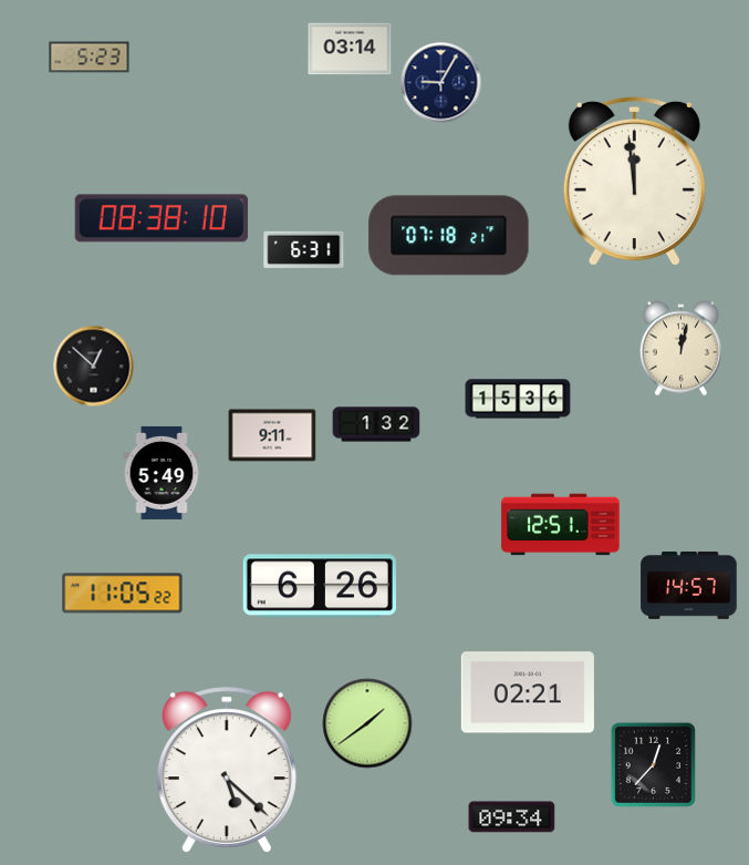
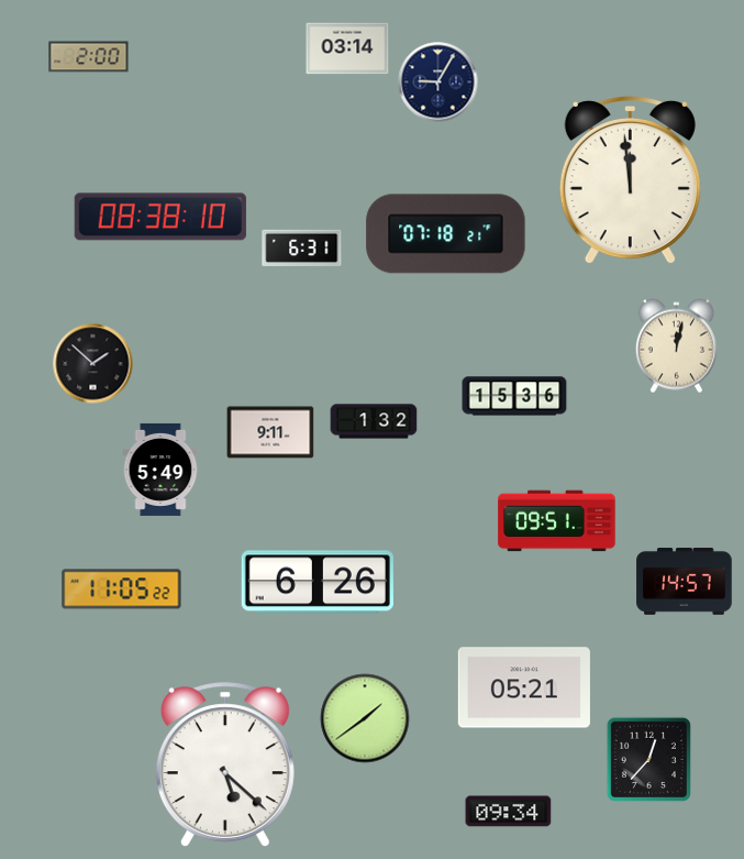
clock at (90, 58): 5:23 -> 2:00
clock at (94, 367): 12:52 -> 1:52
clock at (561, 525): 12:51 -> 09:51
clock at (528, 692): 02:21 -> 05:21
